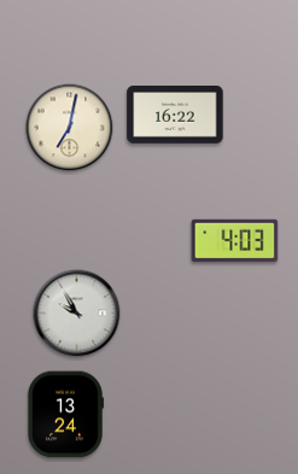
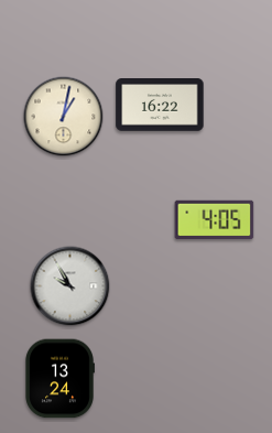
clock at (70, 128): 7:02 -> 1:02
clock at (235, 241): 4:03 -> 4:05
